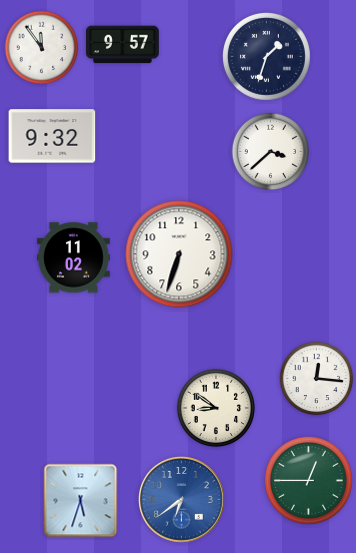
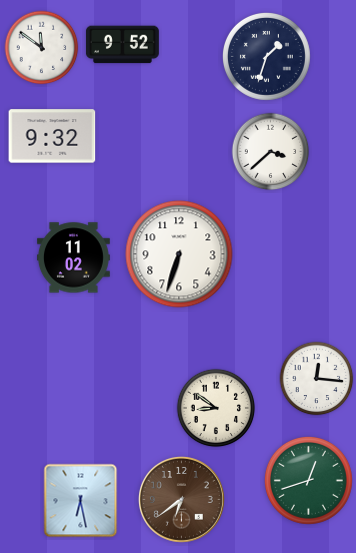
clock at (122, 45): 9:57 -> 9:52
clock at (42, 48): 11:54 -> 11:51
clock at (308, 480): 12:45 -> 12:42
clock at (181, 499) dial: blue -> brown
clock at (81, 501): 5:33 -> 6:28
